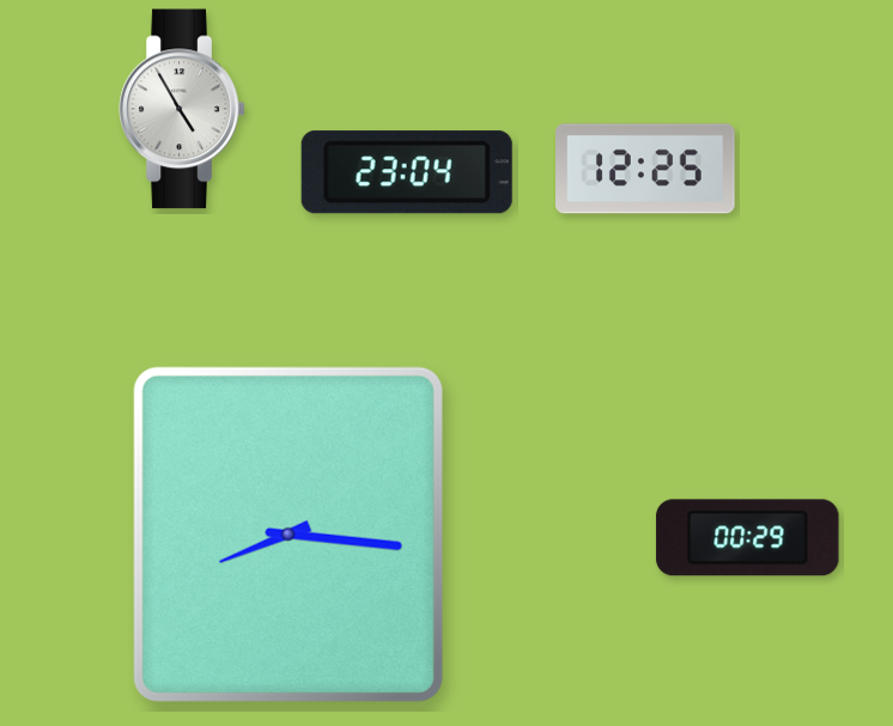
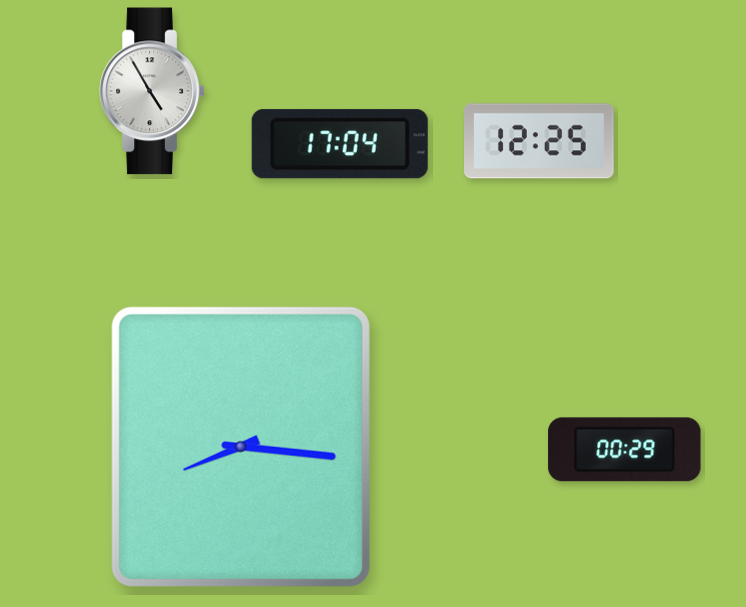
clock at (407, 172): 23:04 -> 17:04
